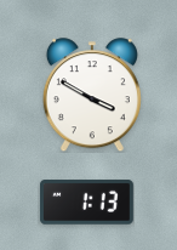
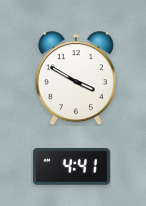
clock at (86, 203): 1:13 -> 4:41
